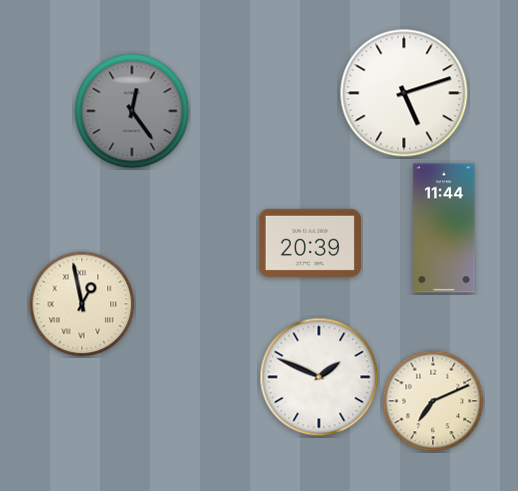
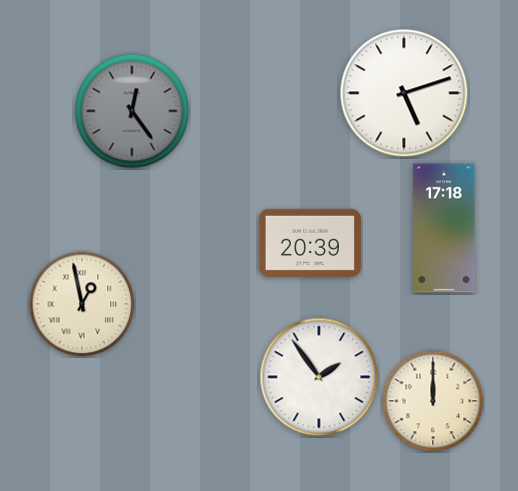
clock at (444, 228): 11:44 -> 17:18
clock at (319, 377): 1:49 -> 1:54
clock at (433, 401): 7:11 -> 12:00
